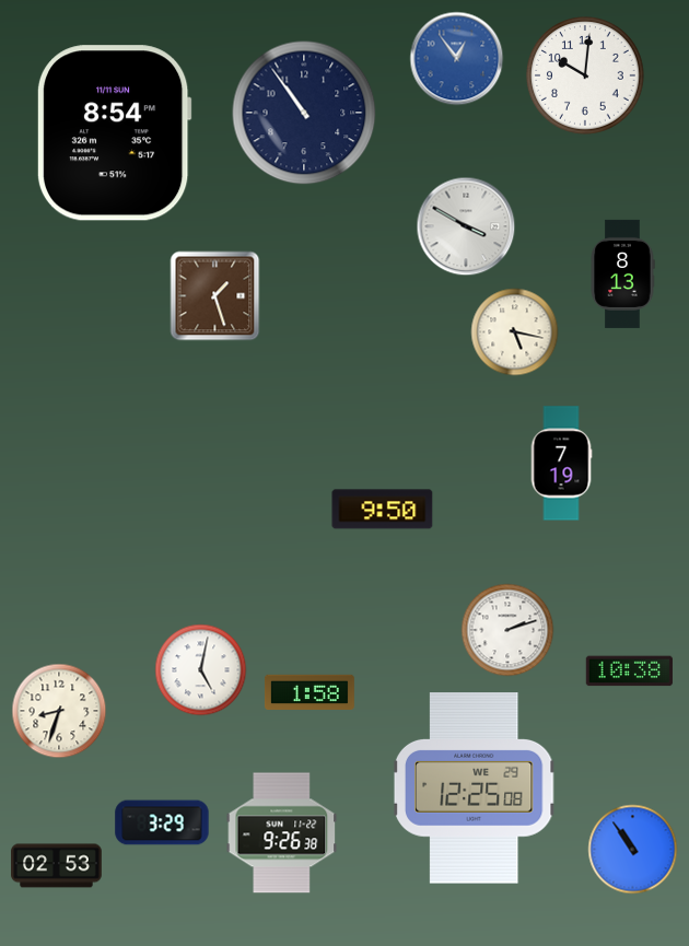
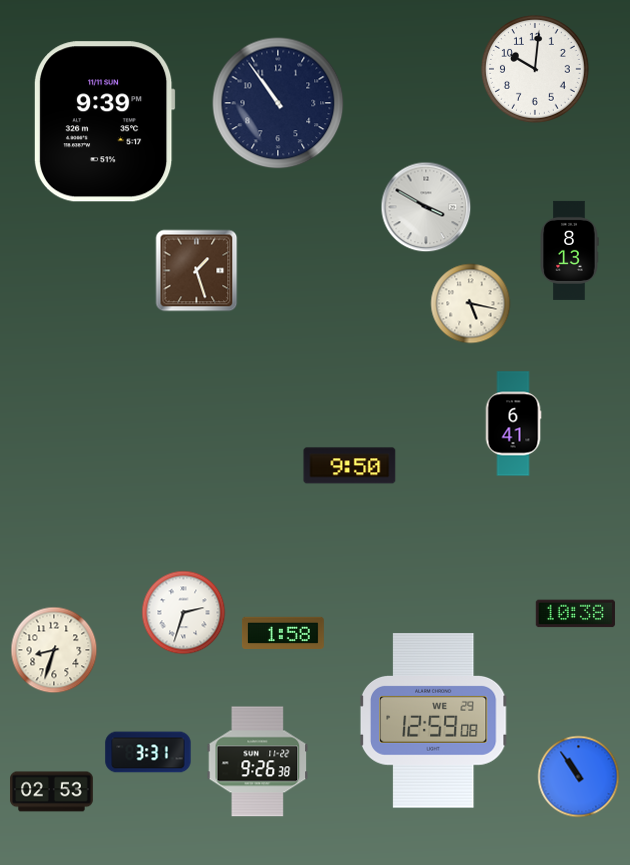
clock at (457, 59): 12:54 -> none
clock at (114, 133): 8:54 -> 9:39
clock at (561, 464): 7:19 -> 6:41
clock at (507, 630): 2:12 -> none
clock at (201, 670): 5:02 -> 2:33
clock at (474, 789): 12:25 -> 12:59
clock at (162, 822): 3:29 -> 3:31
